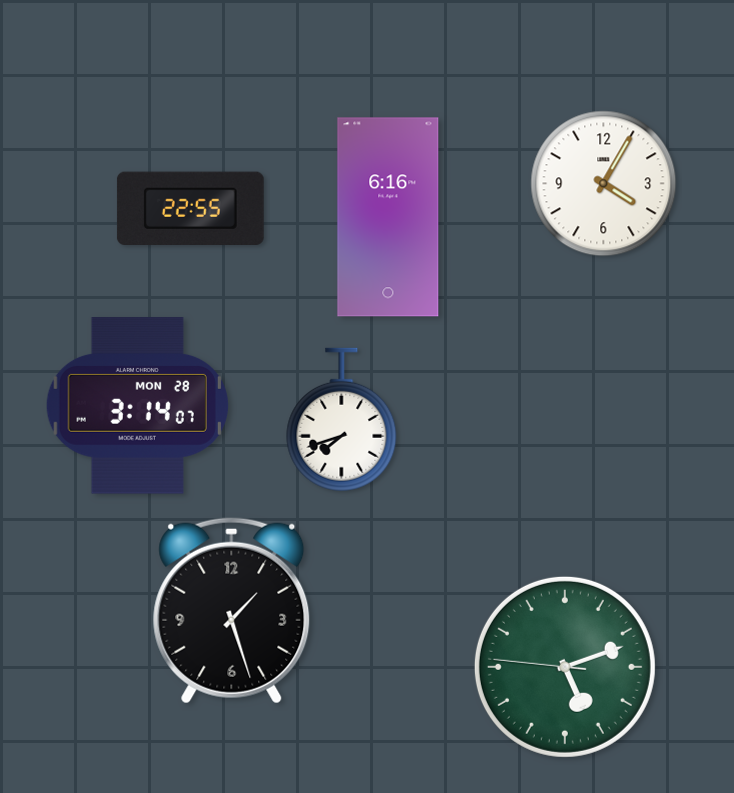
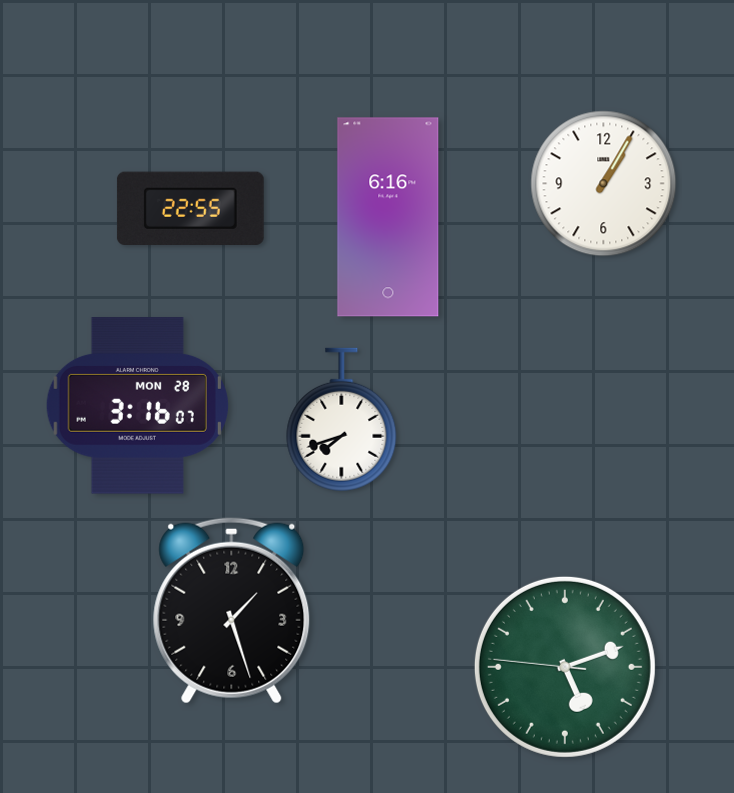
clock at (604, 184): 4:05 -> 1:05
clock at (137, 406): 3:14 -> 3:16
